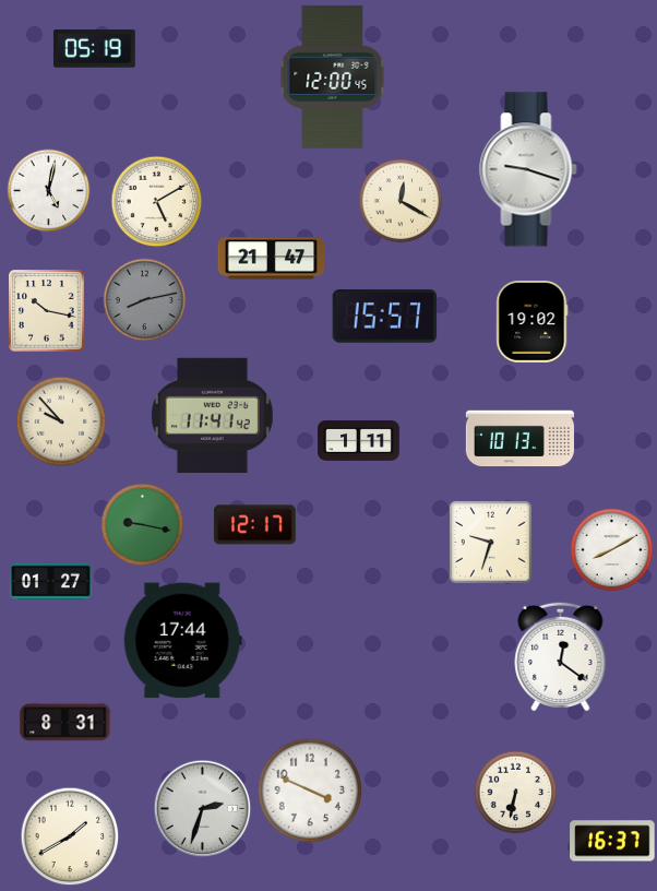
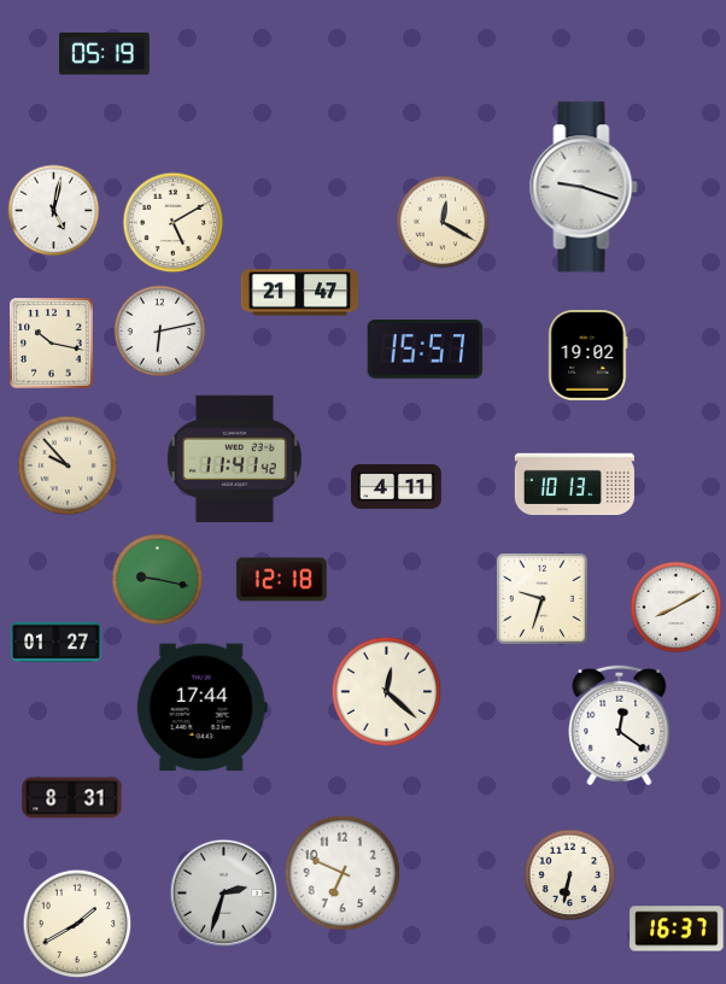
clock at (333, 76): 12:00 -> none
clock at (272, 259) position: (272, 259) -> (300, 293)
clock at (145, 300): 8:13 -> 6:13
clock at (145, 300) dial: grey -> white
clock at (359, 441): 1:11 -> 4:11
clock at (254, 525): 12:17 -> 12:18
clock at (387, 692): none -> 12:22
clock at (310, 791): 3:49 -> 6:49
